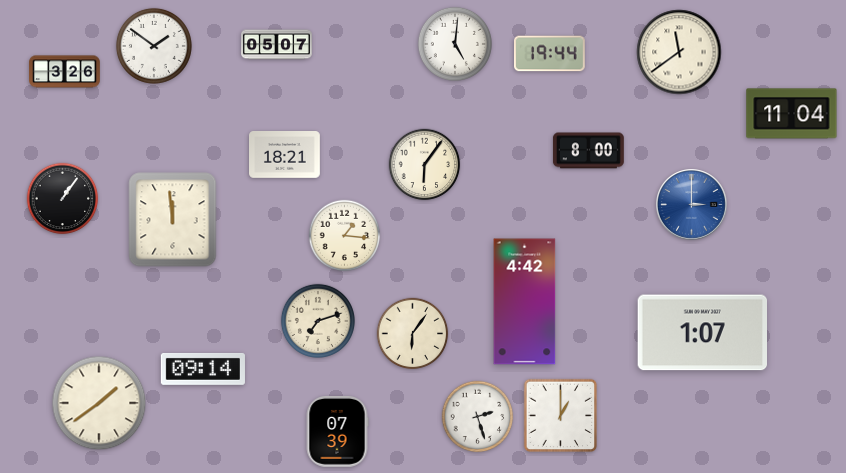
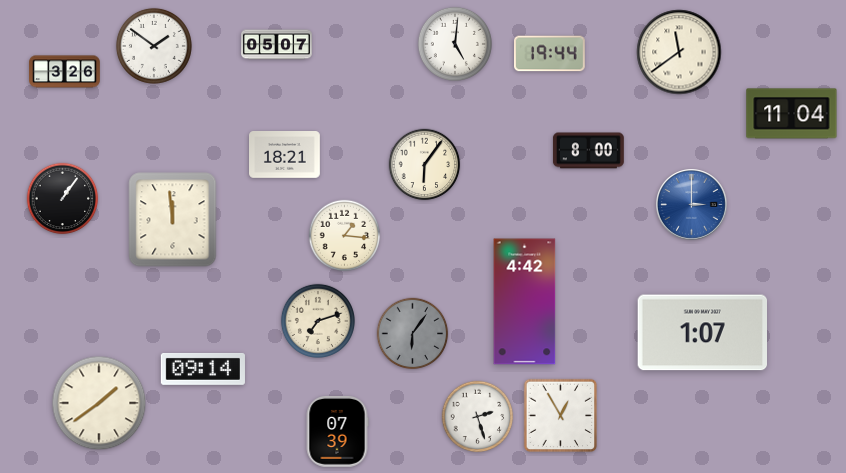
clock at (413, 334) dial: cream -> grey
clock at (561, 416): 1:00 -> 12:55
